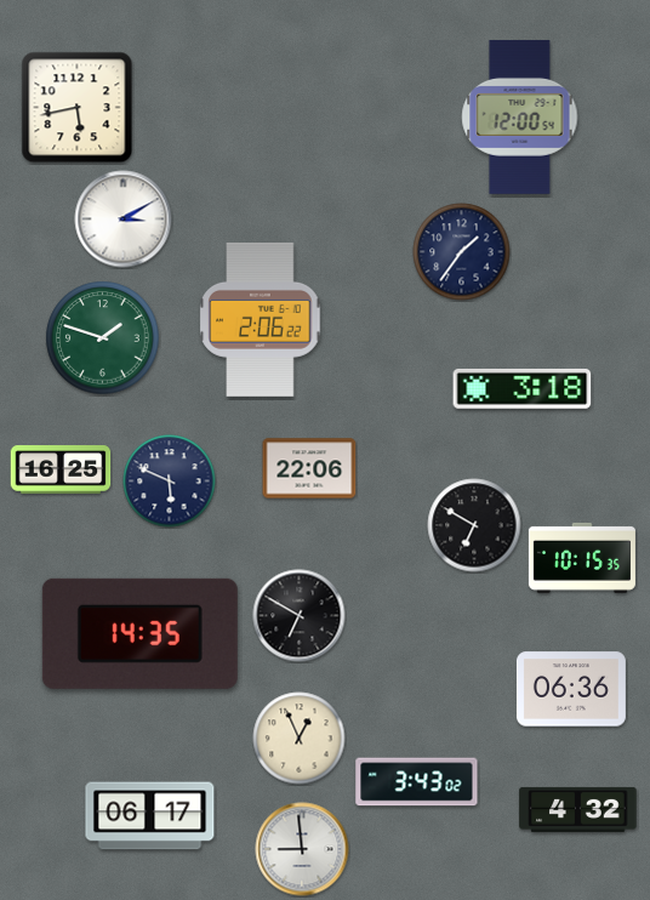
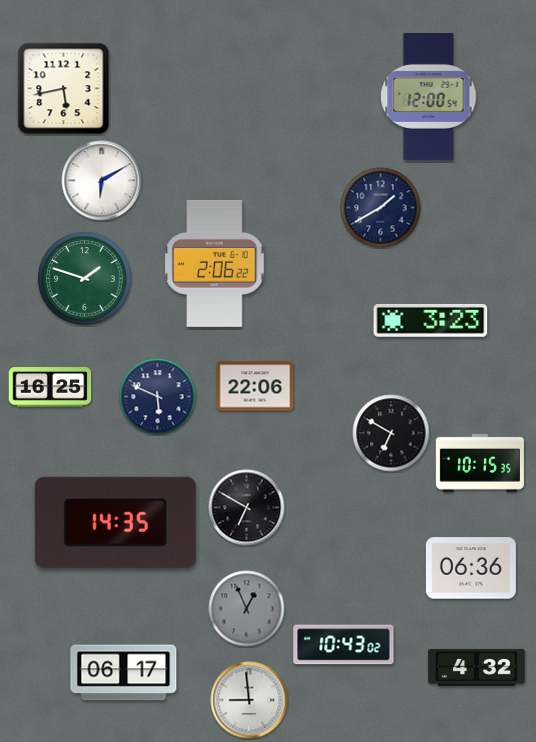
clock at (124, 220): 3:10 -> 6:10
clock at (462, 252): 1:36 -> 1:40
clock at (523, 389): 3:18 -> 3:23
clock at (170, 482) position: (170, 482) -> (158, 397)
clock at (582, 558) position: (582, 558) -> (480, 463)
clock at (300, 739) dial: cream -> grey
clock at (417, 782): 3:43 -> 10:43
